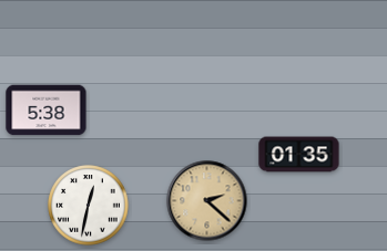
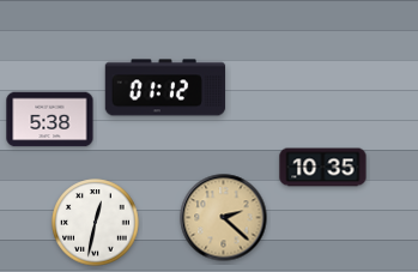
clock at (165, 87): none -> 01:12
clock at (299, 155): 01:35 -> 10:35
